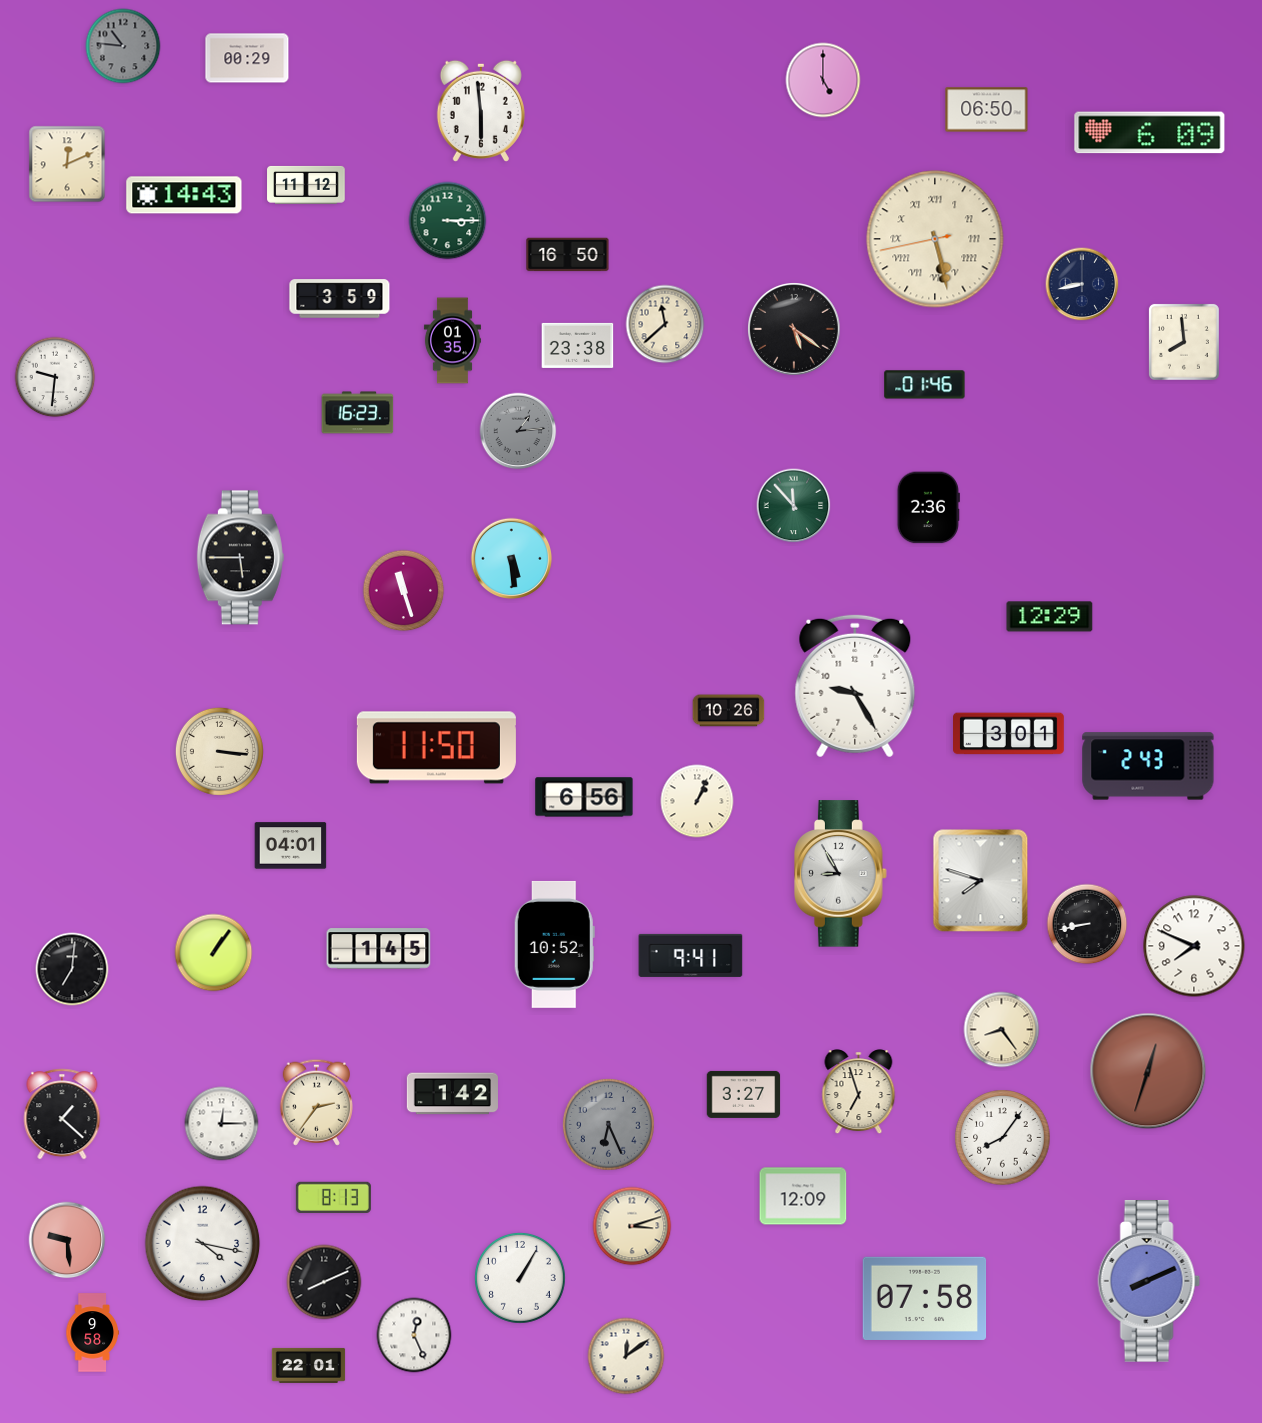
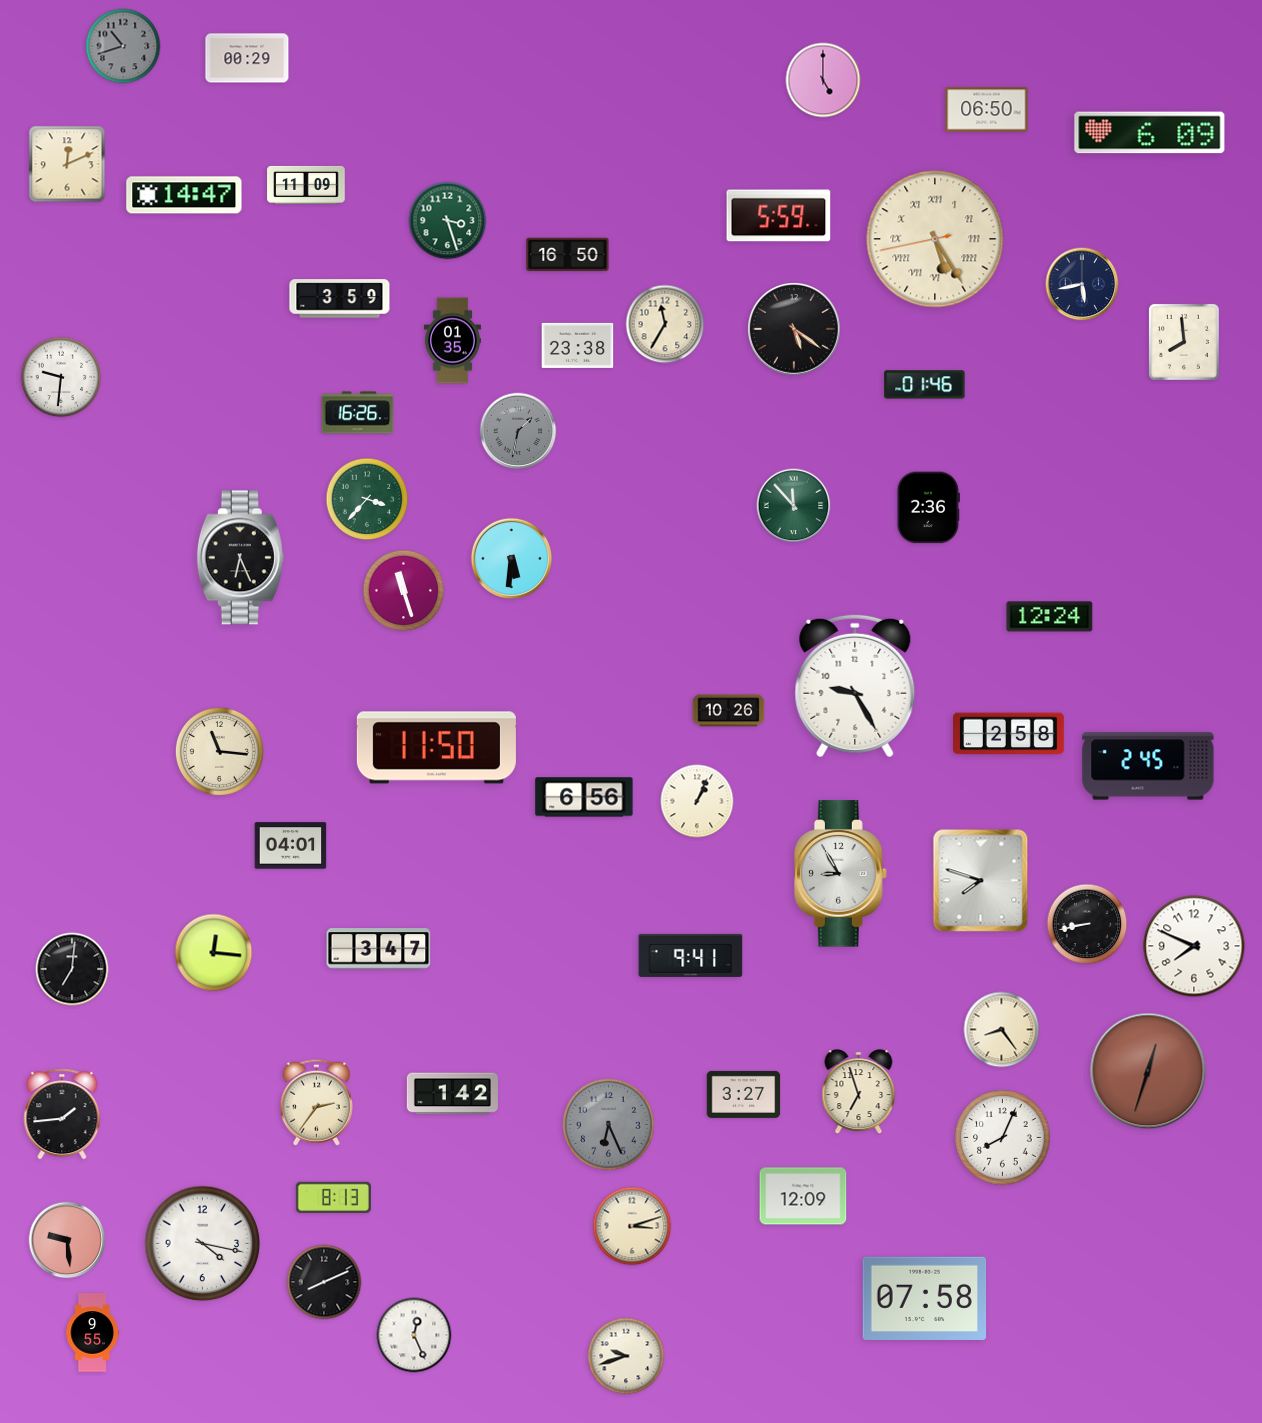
clock at (123, 46): 10:46 -> 10:42
clock at (481, 111): 5:59 -> none
clock at (306, 185): 11:12 -> 11:09
clock at (184, 195): 14:43 -> 14:47
clock at (779, 216): none -> 5:59
clock at (448, 221): 3:15 -> 3:27
clock at (935, 239): 5:27 -> 5:24
clock at (1082, 284): 8:43 -> 5:43
clock at (665, 324): 11:38 -> 11:35
clock at (55, 377) position: (55, 377) -> (61, 377)
clock at (358, 413): 16:23 -> 16:26
clock at (518, 431): 1:14 -> 1:32
clock at (367, 499): none -> 3:37
clock at (240, 558): 5:45 -> 6:26
clock at (512, 559): 5:29 -> 5:31
clock at (1050, 617): 12:29 -> 12:24
clock at (1009, 734): 3:01 -> 2:58
clock at (219, 751): 3:16 -> 11:16
clock at (1148, 766): 2:43 -> 2:45
clock at (554, 944): 10:52 -> none
clock at (379, 949): 1:45 -> 3:47
clock at (214, 953): 1:06 -> 12:16
clock at (62, 1114): 1:22 -> 1:44
clock at (222, 1124): 12:15 -> none
clock at (1003, 1138): 8:06 -> 8:04
clock at (520, 1278): 1:05 -> none
clock at (1149, 1282): 8:11 -> none
clock at (92, 1333): 9:58 -> 9:55
clock at (626, 1356): 12:09 -> 9:42
clock at (309, 1365): 22:01 -> none
